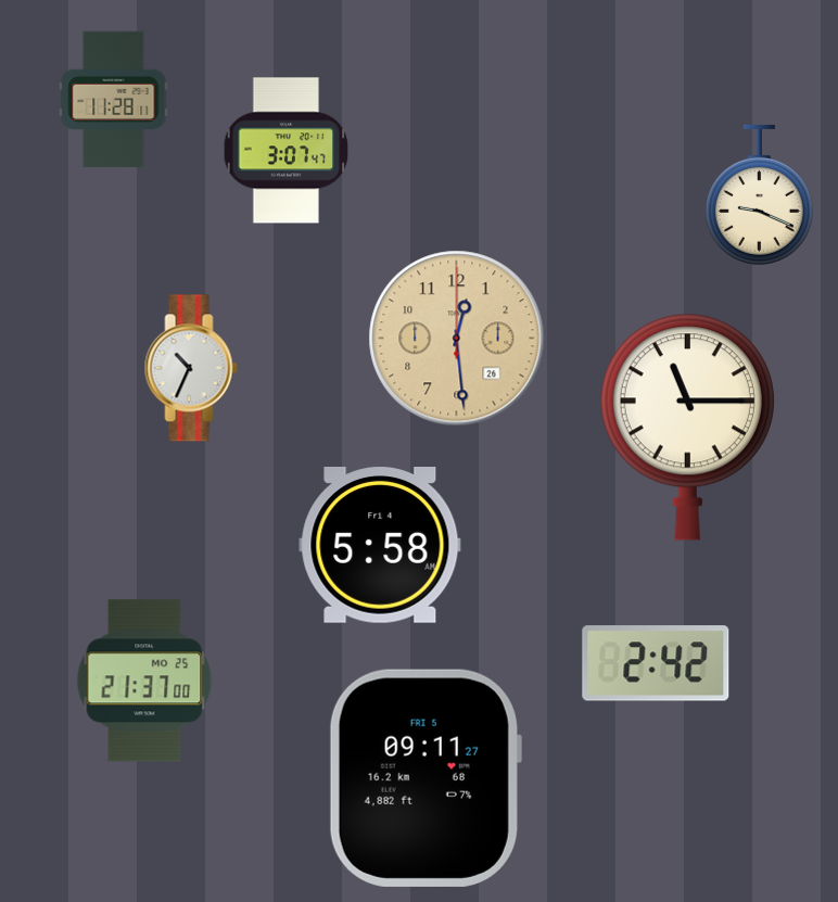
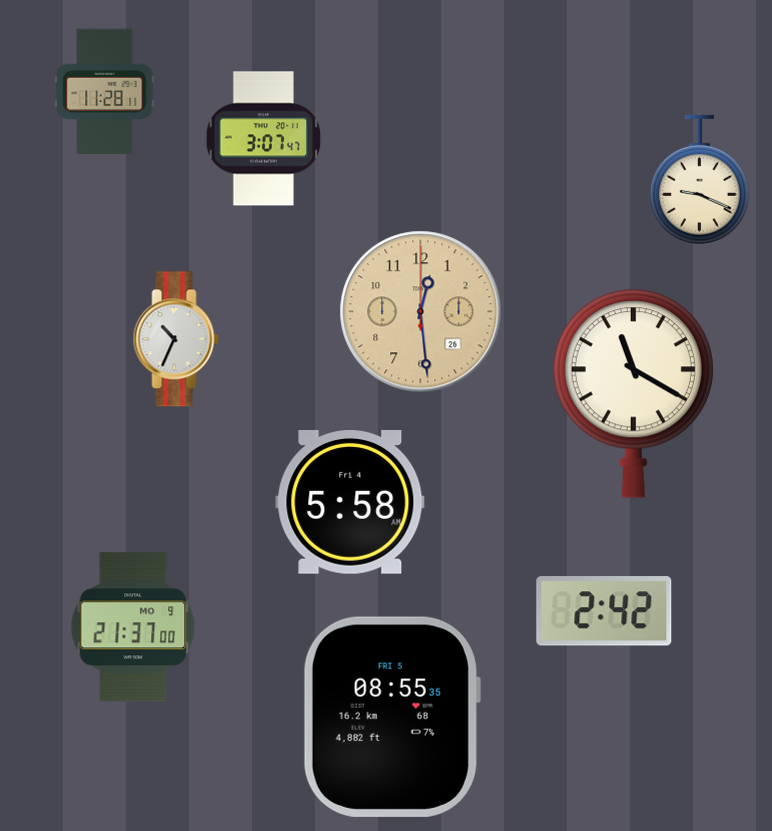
clock at (687, 427): 11:15 -> 11:20
clock at (144, 681) date: MO 25 -> MO 9
clock at (424, 778): 09:11 -> 08:55
